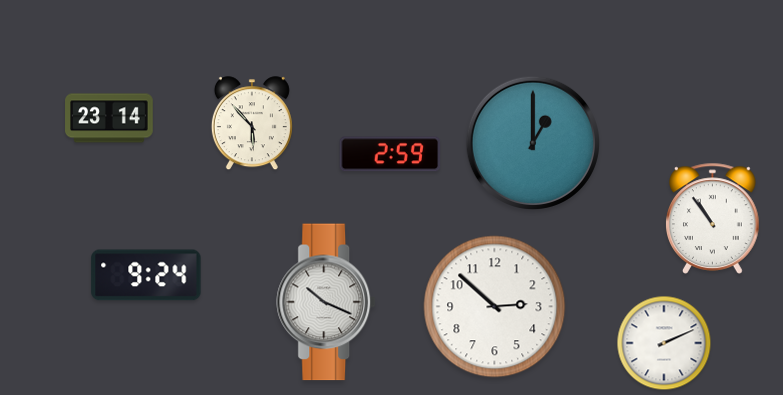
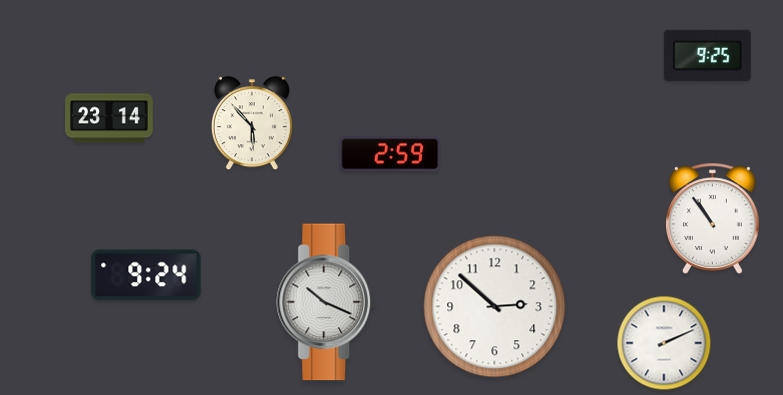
clock at (707, 55): none -> 9:25
clock at (533, 143): 1:00 -> none
